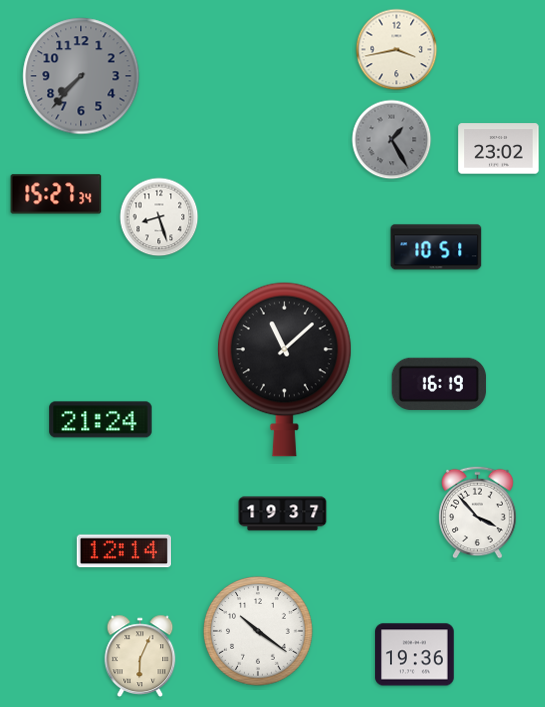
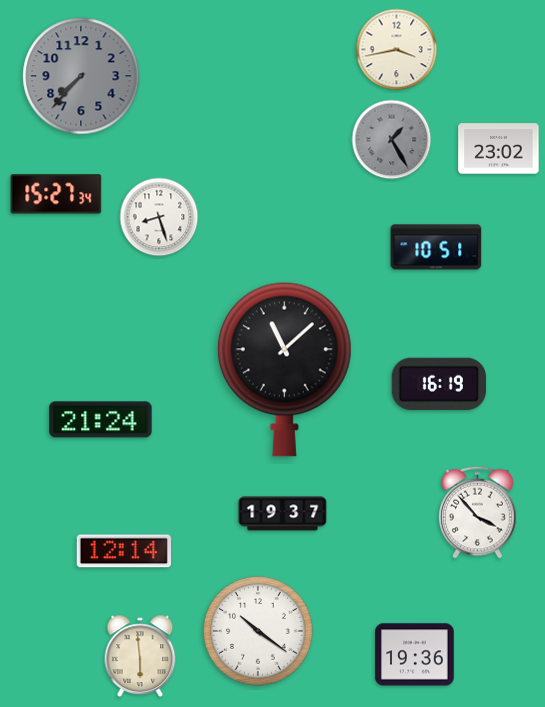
clock at (140, 655): 6:04 -> 5:59
